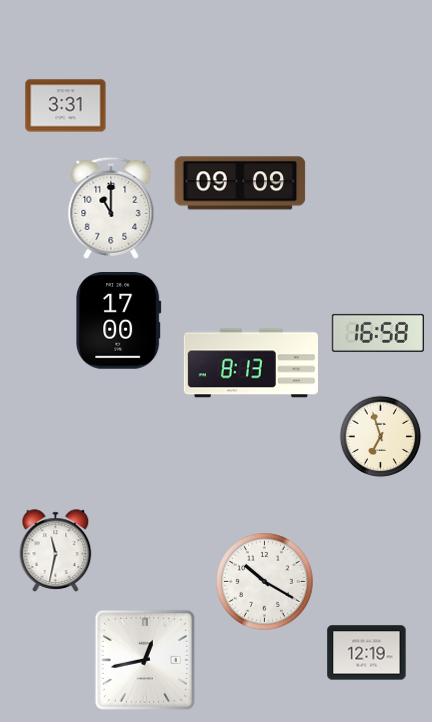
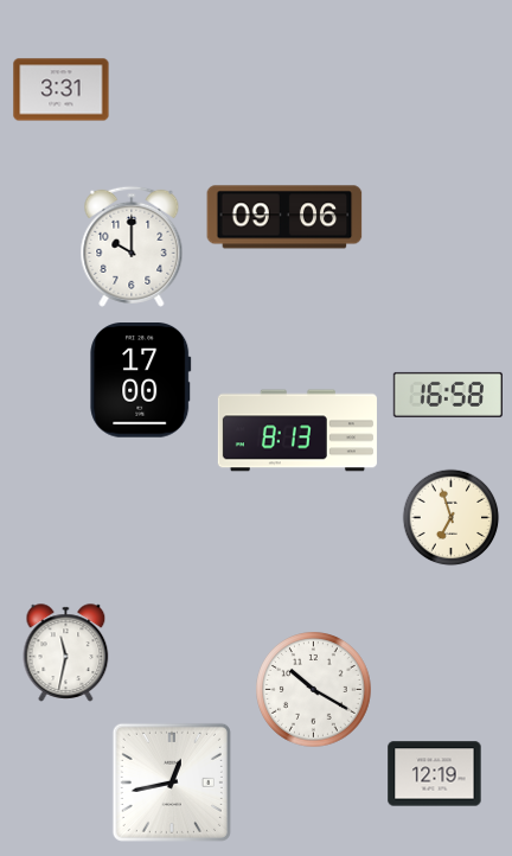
clock at (66, 106) position: (66, 106) -> (62, 90)
clock at (240, 183): 09:09 -> 09:06
clock at (111, 208): 11:00 -> 10:00
